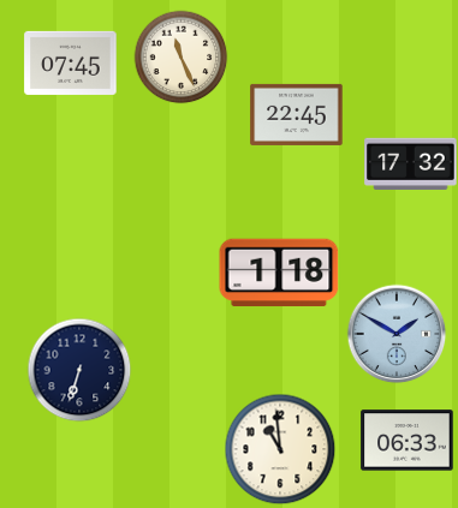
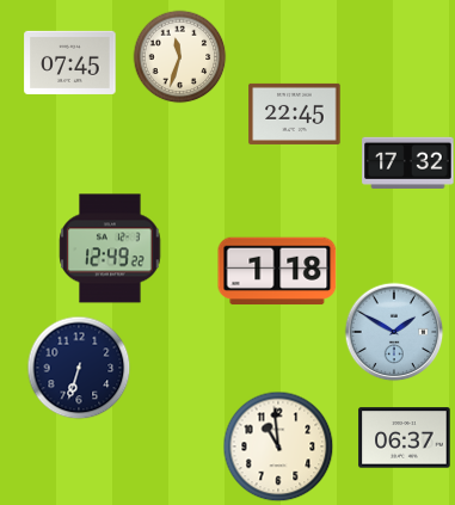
clock at (180, 56): 11:26 -> 11:33
clock at (110, 248): none -> 12:49
clock at (408, 441): 06:33 -> 06:37
